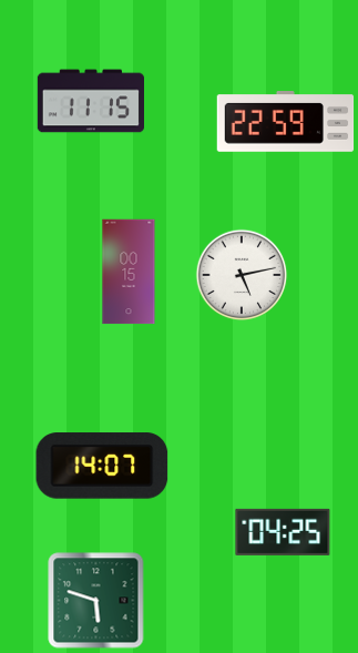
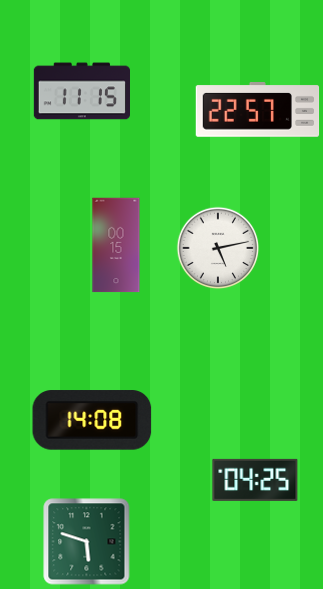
clock at (286, 122): 22:59 -> 22:57
clock at (102, 466): 14:07 -> 14:08
